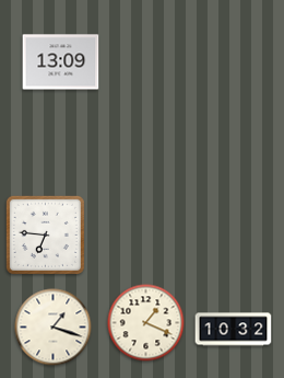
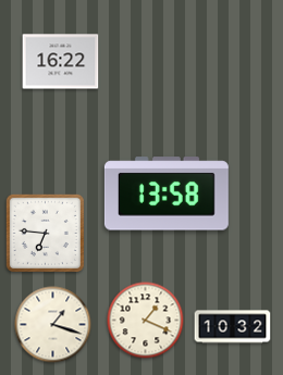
clock at (61, 62): 13:09 -> 16:22
clock at (167, 193): none -> 13:58
